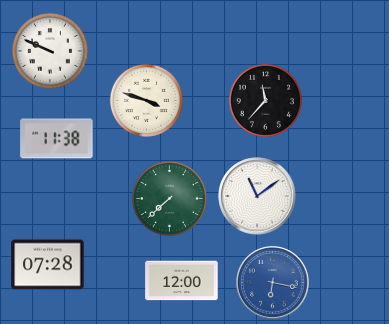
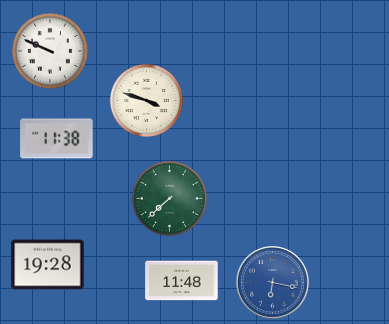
clock at (265, 100): 11:37 -> none
clock at (257, 196): 11:09 -> none
clock at (48, 265): 07:28 -> 19:28
clock at (182, 281): 12:00 -> 11:48
